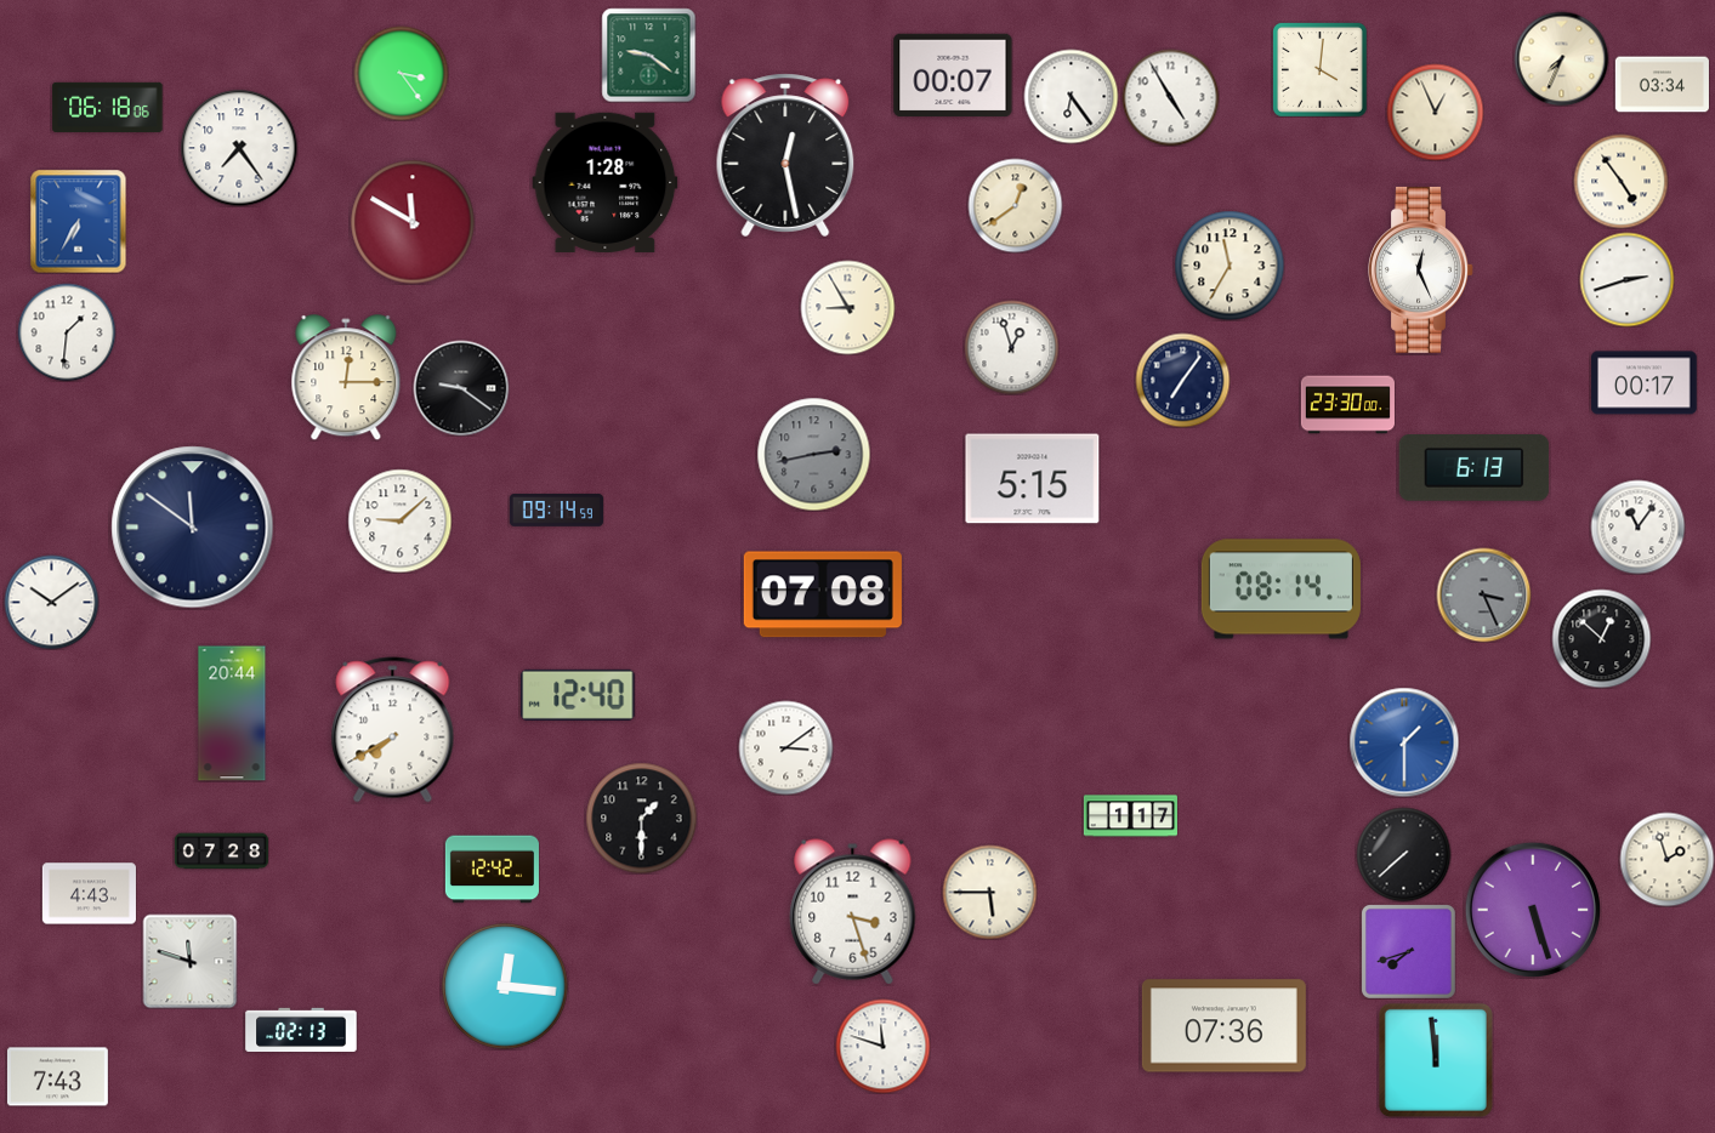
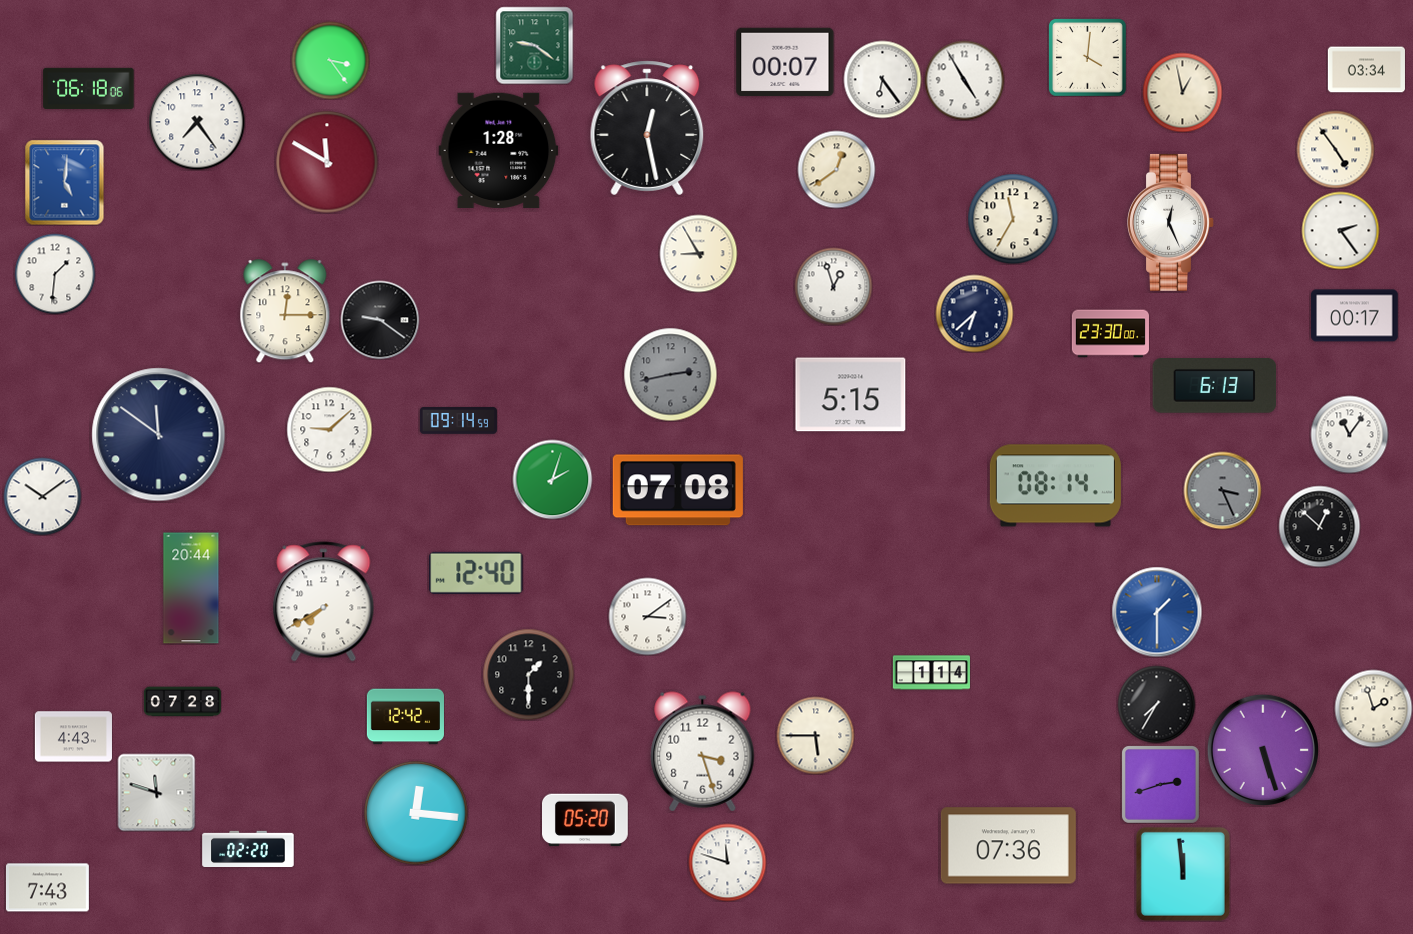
clock at (1561, 58): 7:34 -> none
clock at (1662, 85) position: (1662, 85) -> (1366, 70)
clock at (1435, 112): 12:56 -> 12:58
clock at (79, 221): 6:35 -> 5:01
clock at (413, 222) position: (413, 222) -> (327, 162)
clock at (1626, 279): 2:42 -> 2:24
clock at (1182, 380): 7:06 -> 6:38
clock at (552, 479): none -> 2:03
clock at (1130, 816): 1:17 -> 1:14
clock at (1403, 854): 7:38 -> 7:35
clock at (1408, 951): 7:42 -> 2:42
clock at (586, 820): none -> 05:20
clock at (301, 1029): 02:13 -> 02:20
